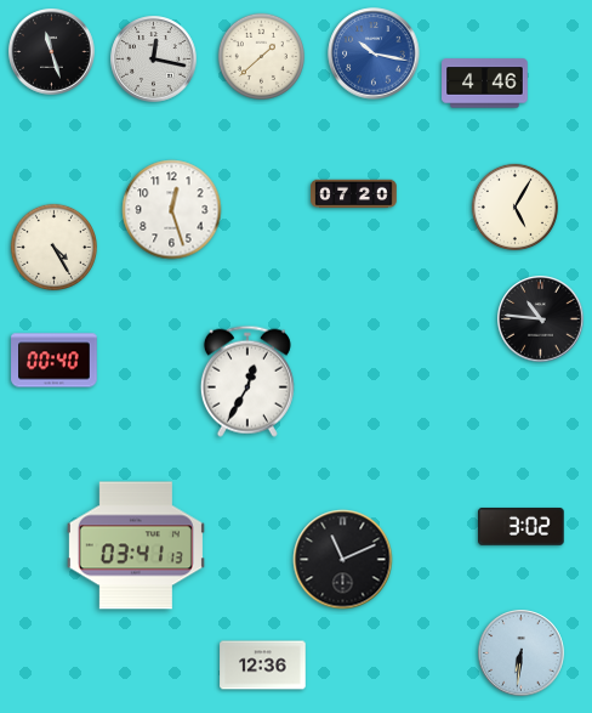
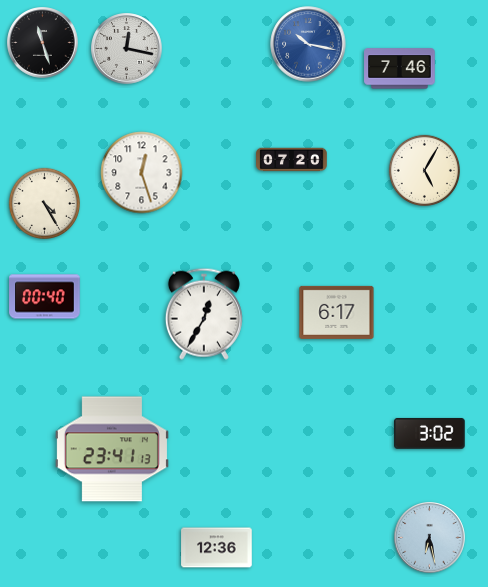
clock at (261, 56): 1:38 -> none
clock at (485, 84): 4:46 -> 7:46
clock at (541, 319): 10:46 -> none
clock at (337, 312): none -> 6:17
clock at (136, 545): 03:41 -> 23:41
clock at (343, 560): 11:11 -> none
clock at (522, 653): 6:31 -> 6:28
